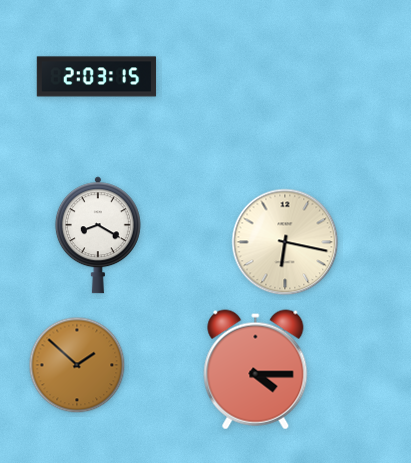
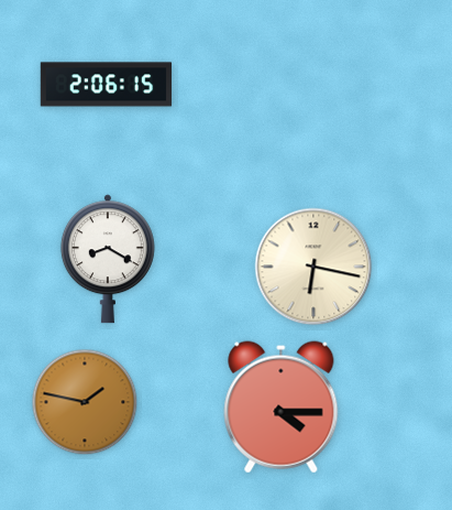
clock at (97, 77): 2:03 -> 2:06
clock at (77, 365): 1:52 -> 1:47
